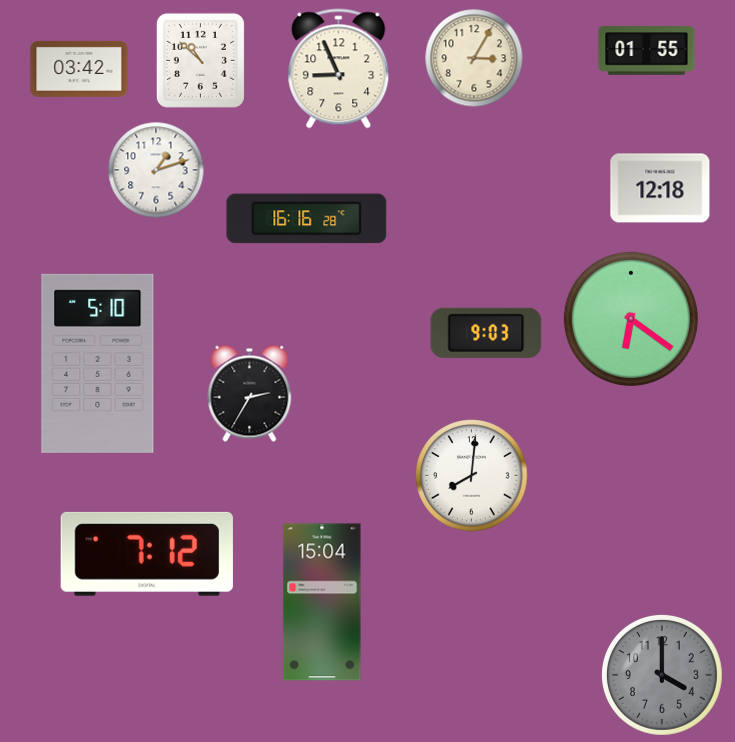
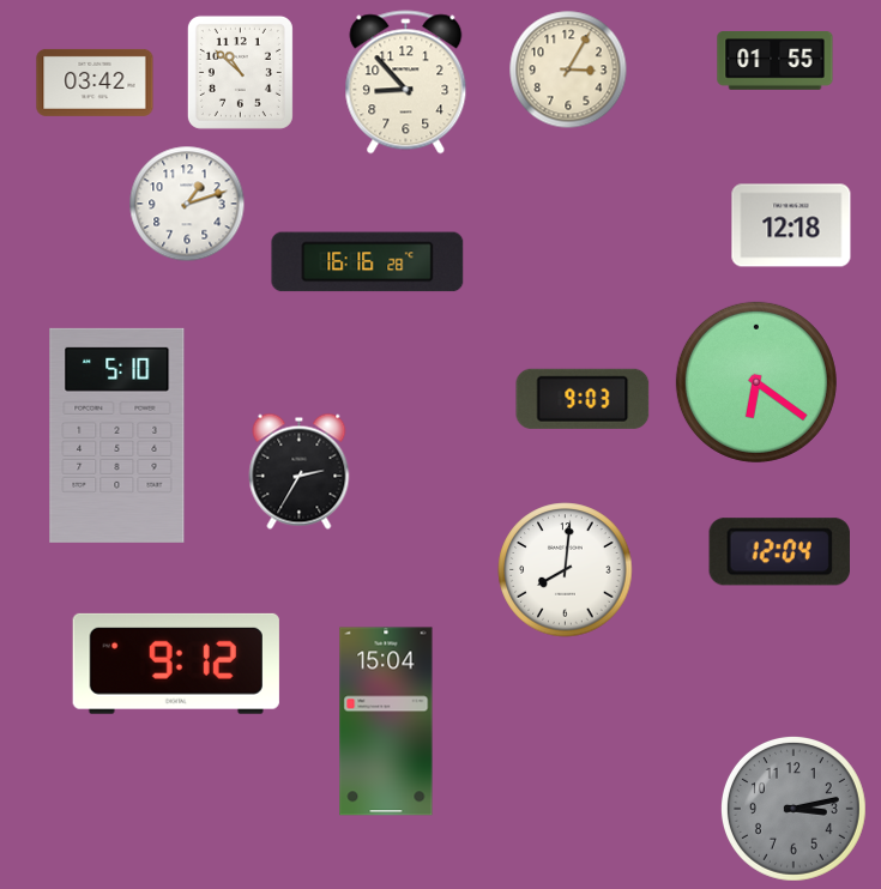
clock at (339, 69): 8:56 -> 8:53
clock at (779, 552): none -> 12:04
clock at (147, 554): 7:12 -> 9:12
clock at (662, 675): 4:00 -> 3:13
